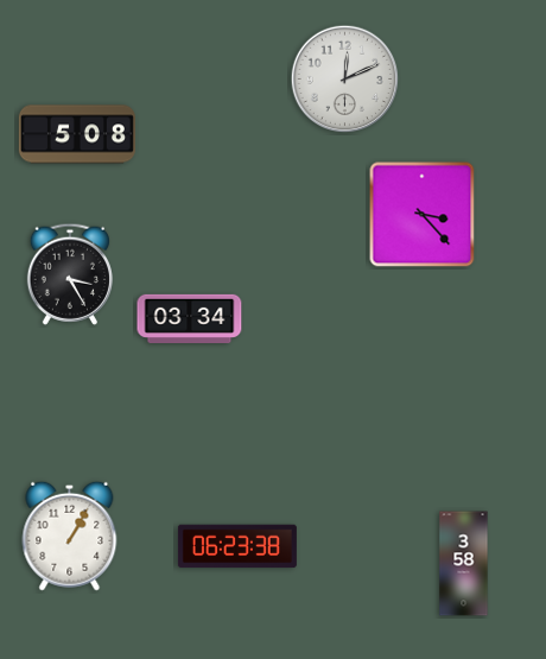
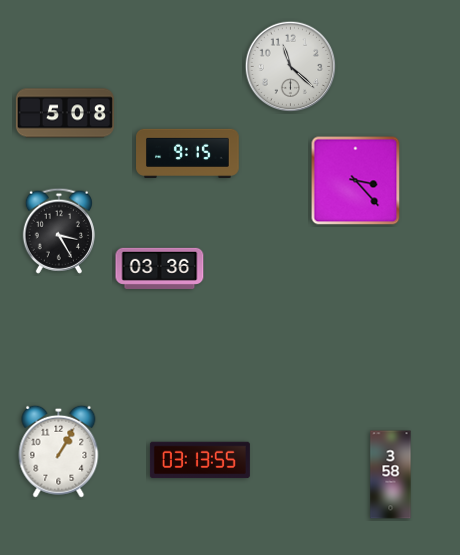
clock at (345, 80): 12:11 -> 11:22
clock at (188, 153): none -> 9:15
clock at (190, 318): 03:34 -> 03:36
clock at (237, 546): 06:23 -> 03:13
